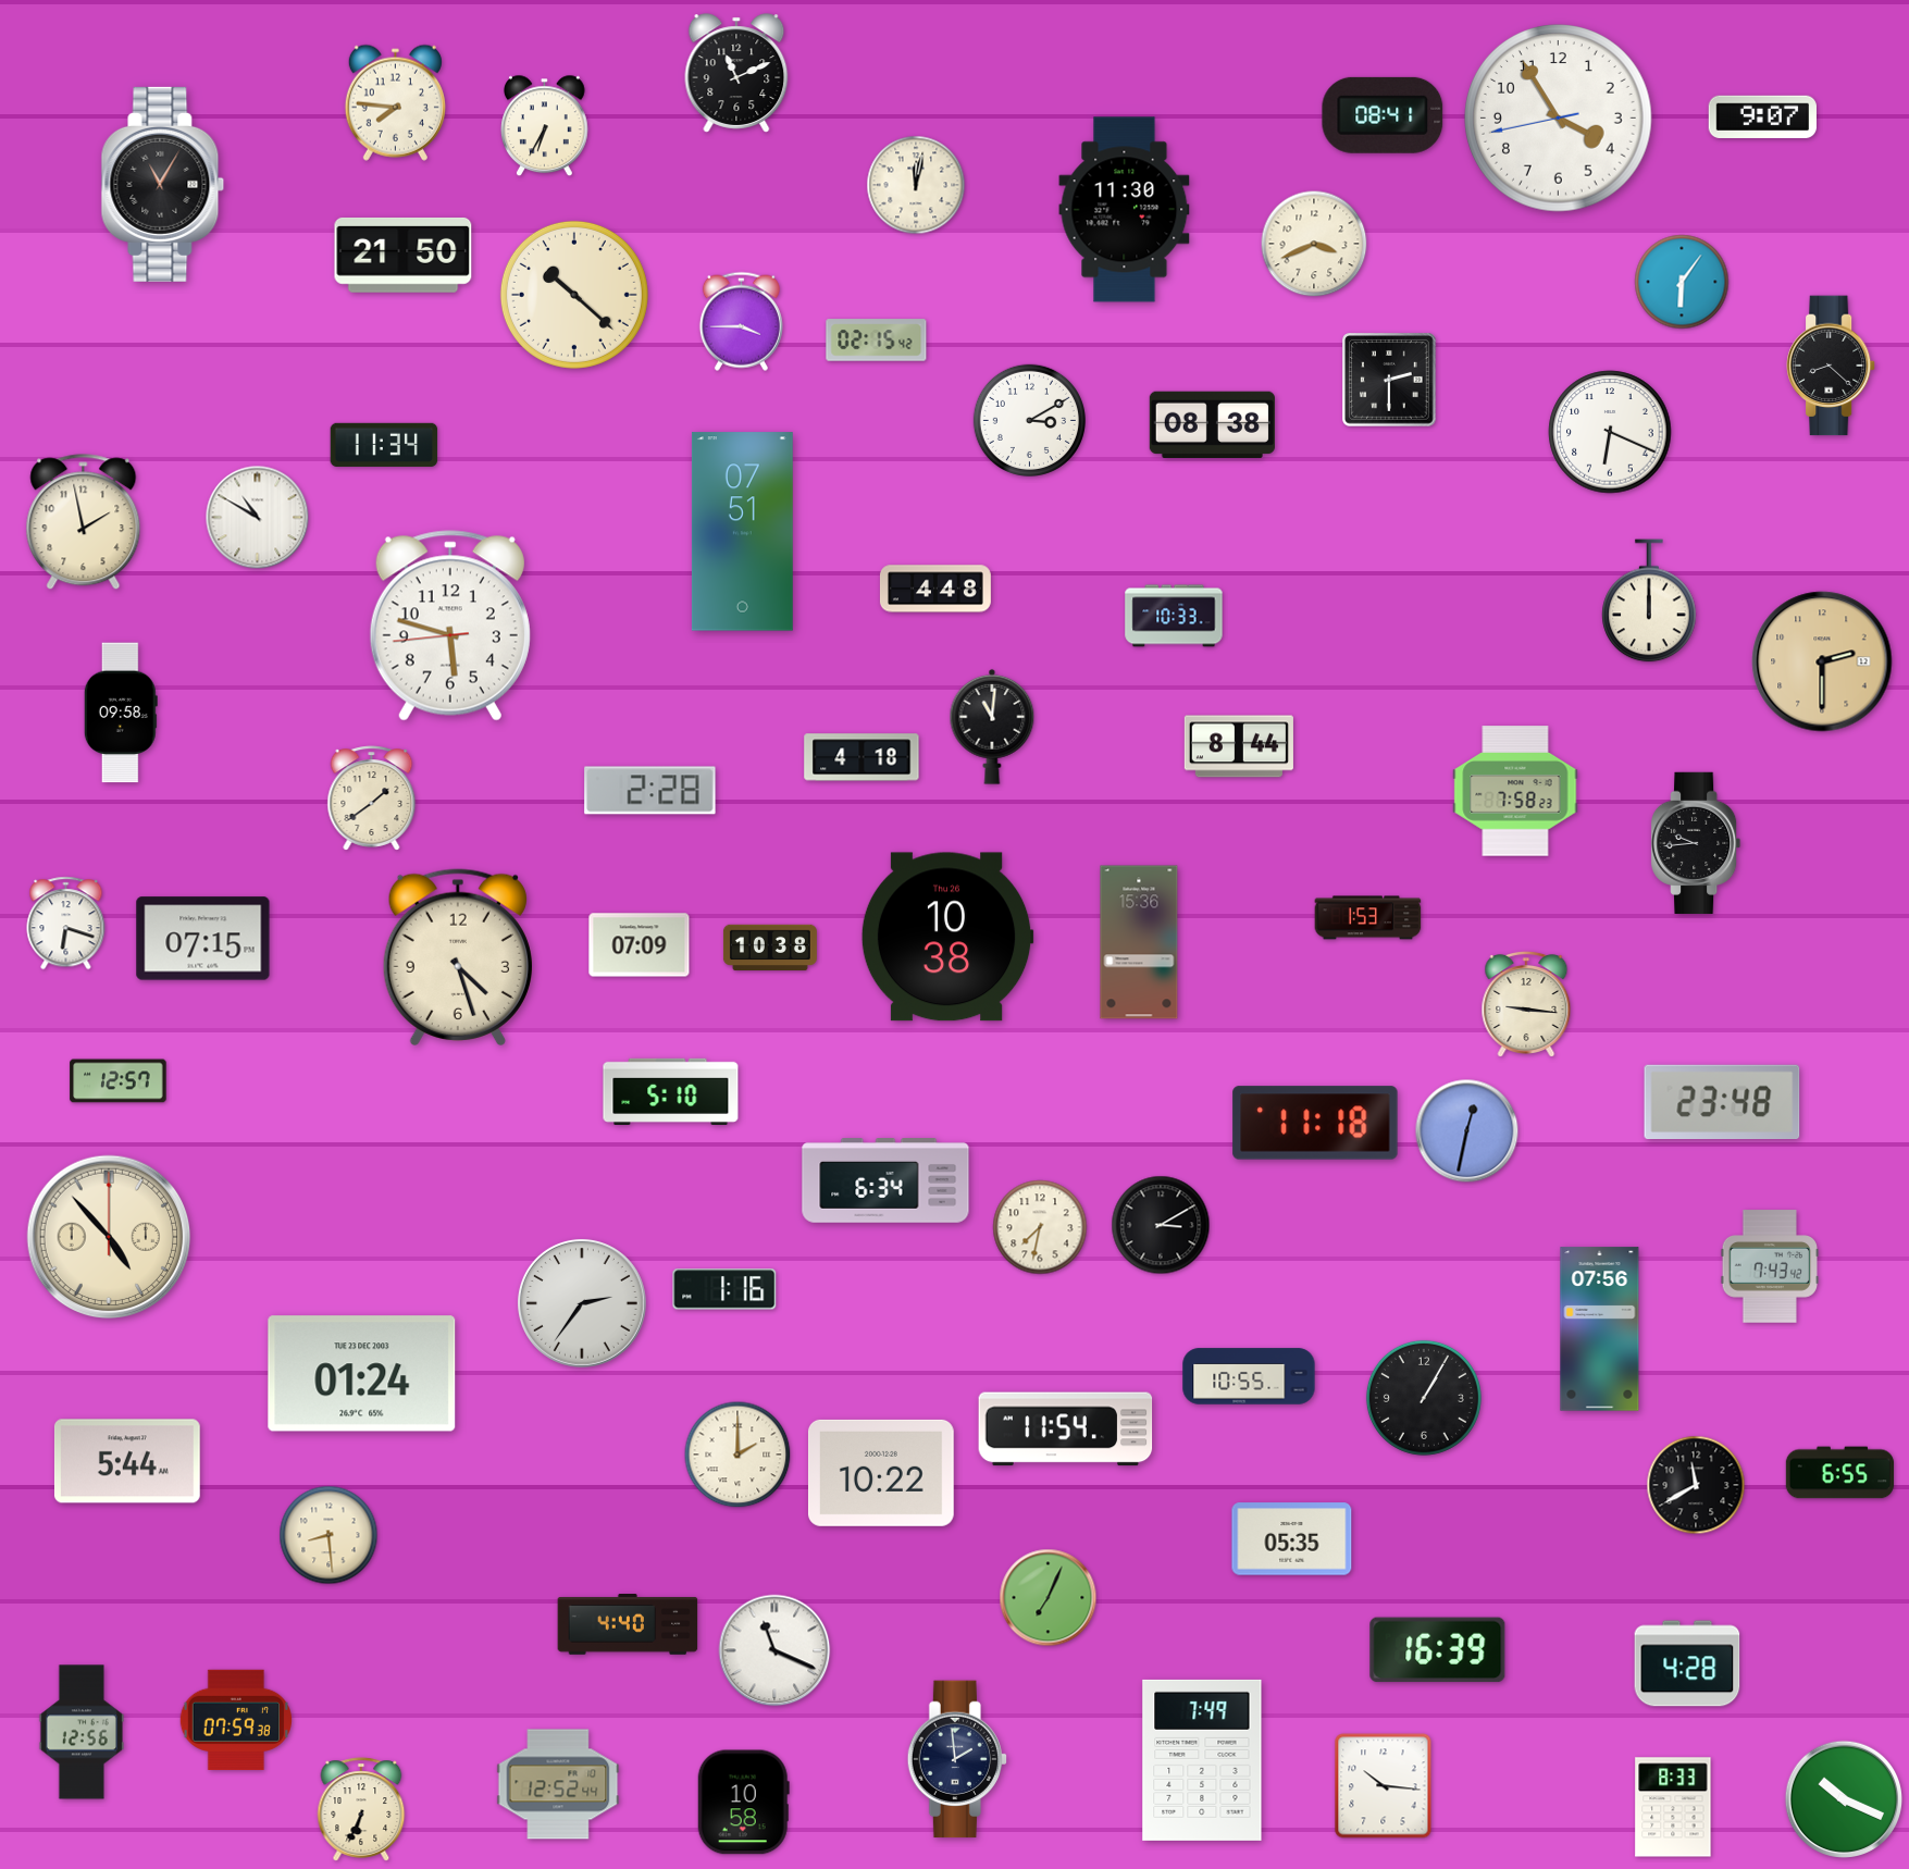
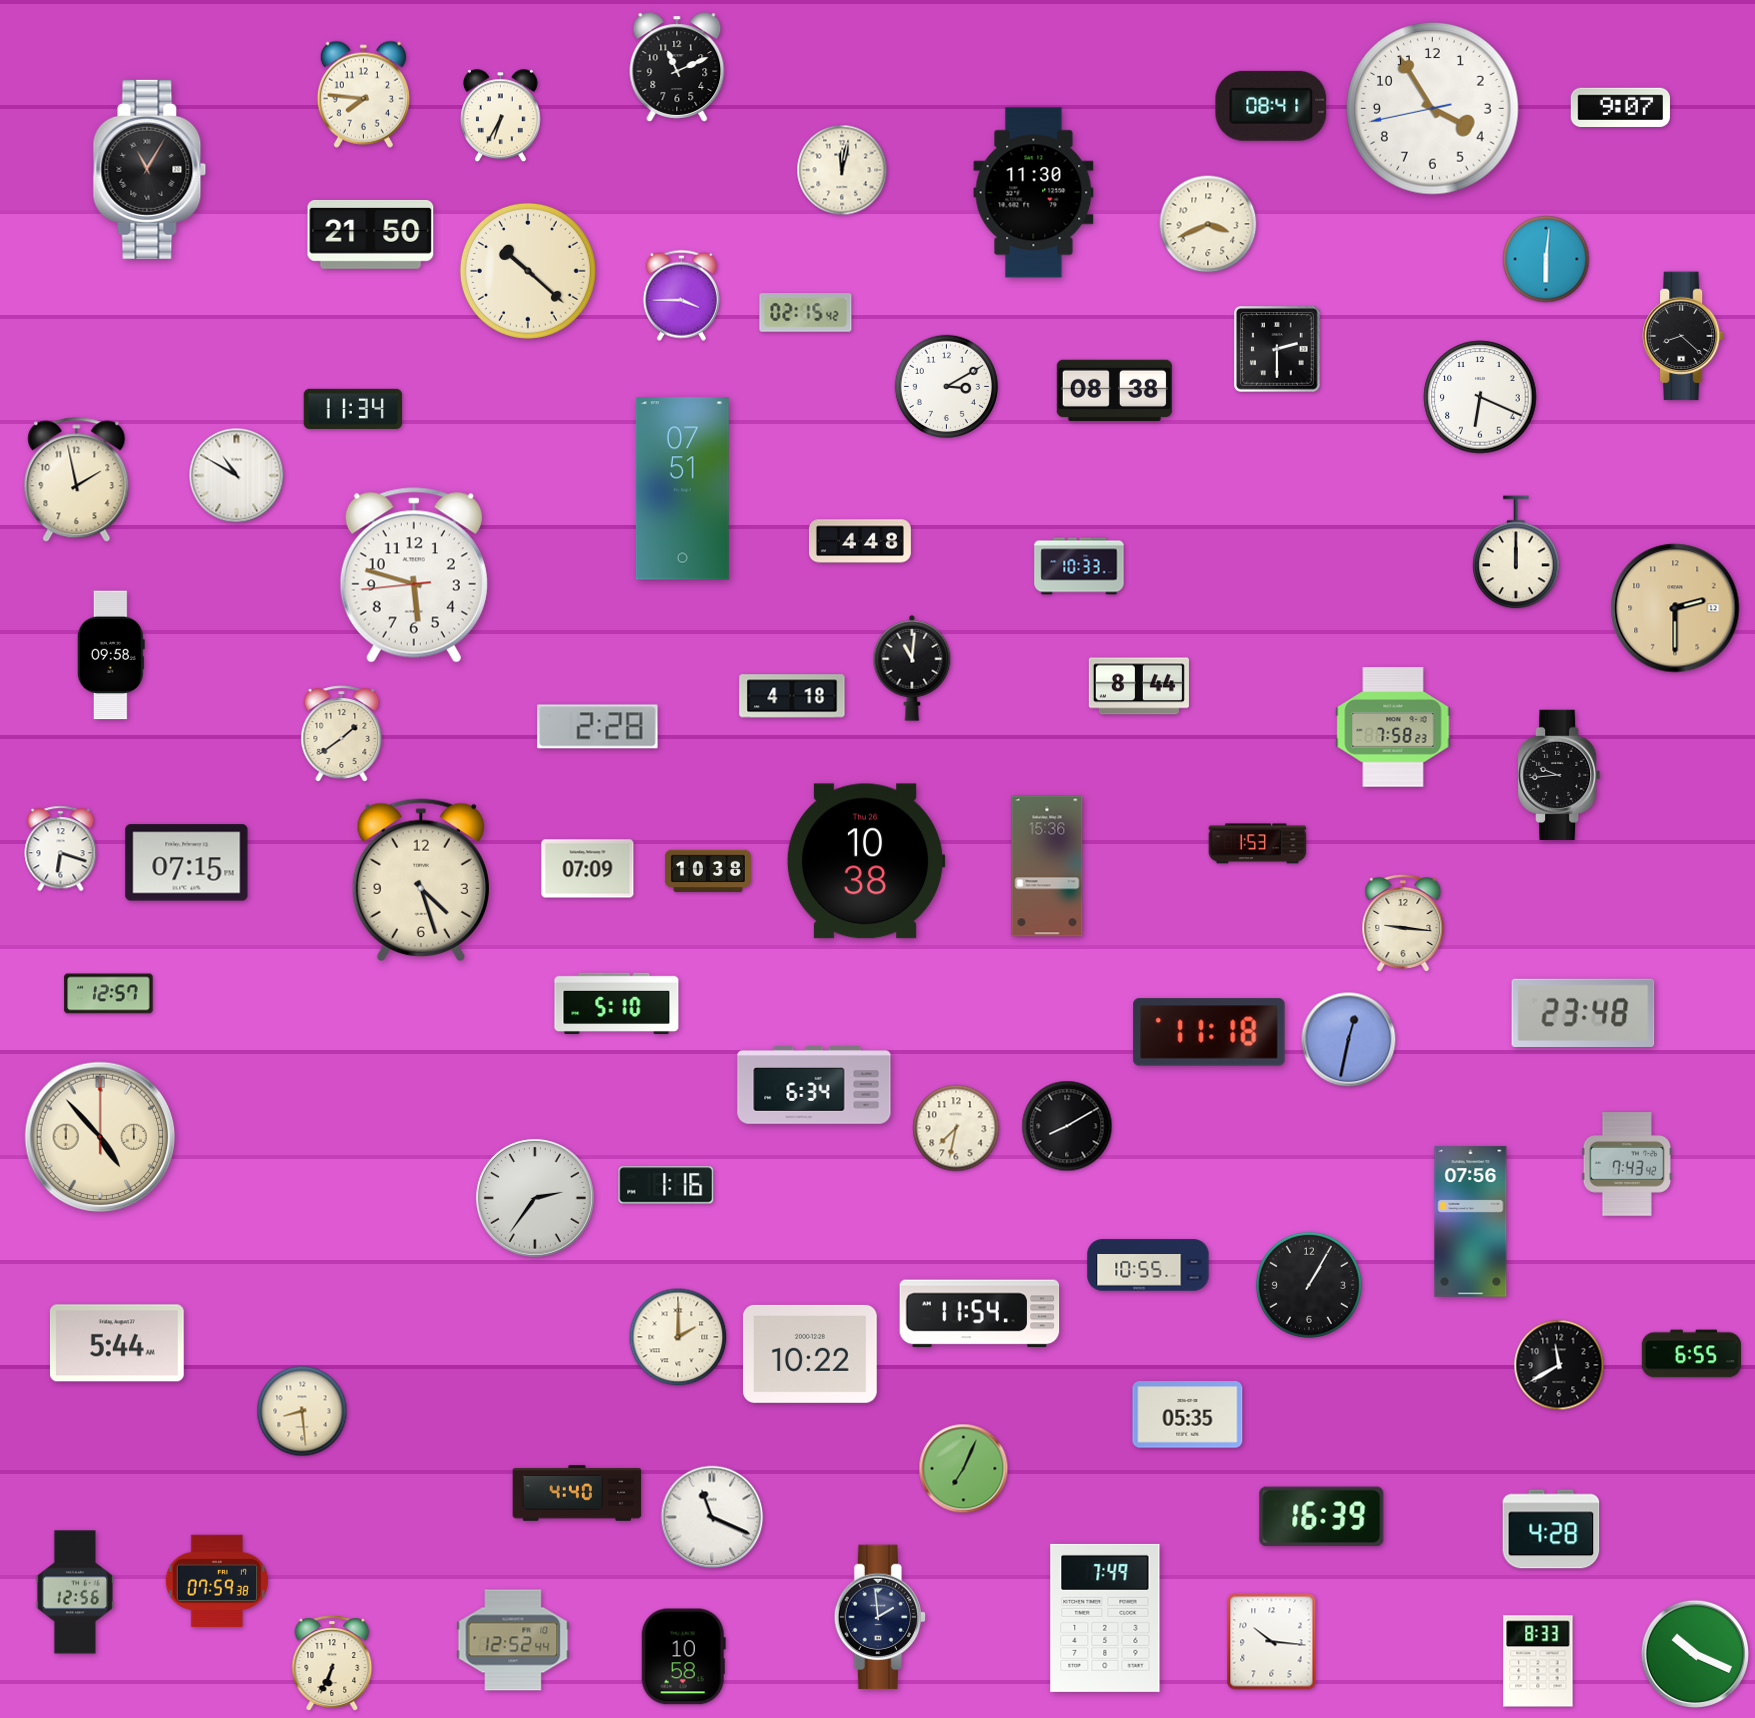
clock at (1682, 282): 6:06 -> 6:01
clock at (947, 937) position: (947, 937) -> (866, 861)
clock at (1161, 1225): 3:10 -> 8:10
clock at (362, 1374): 01:24 -> none
